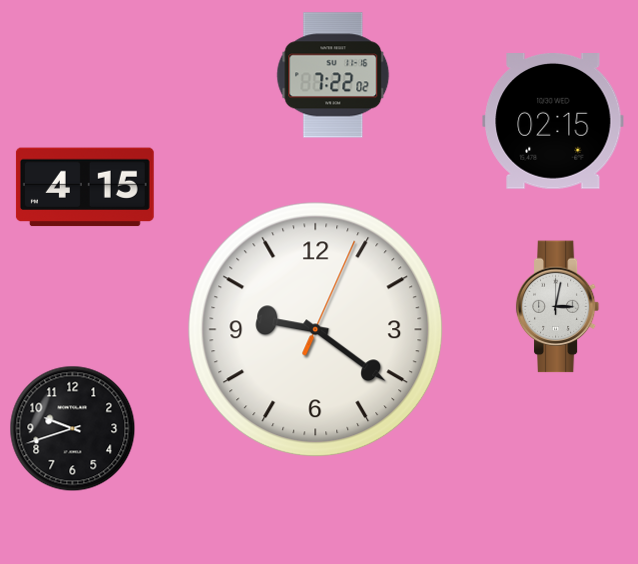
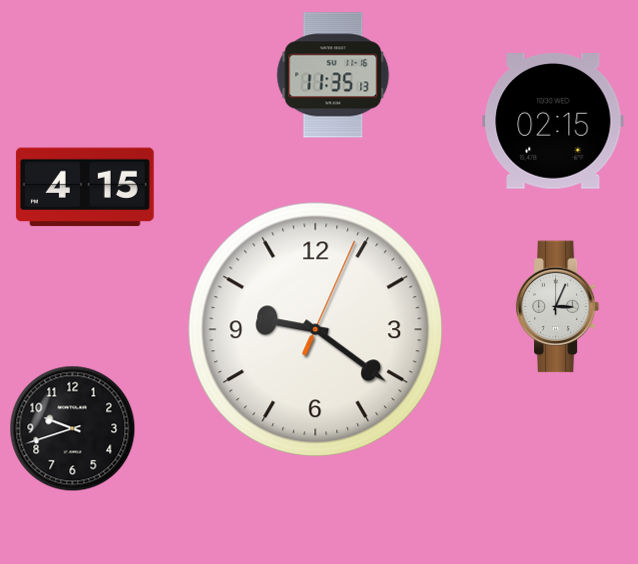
clock at (333, 75): 7:22 -> 11:35
clock at (558, 307): 3:02 -> 3:04
